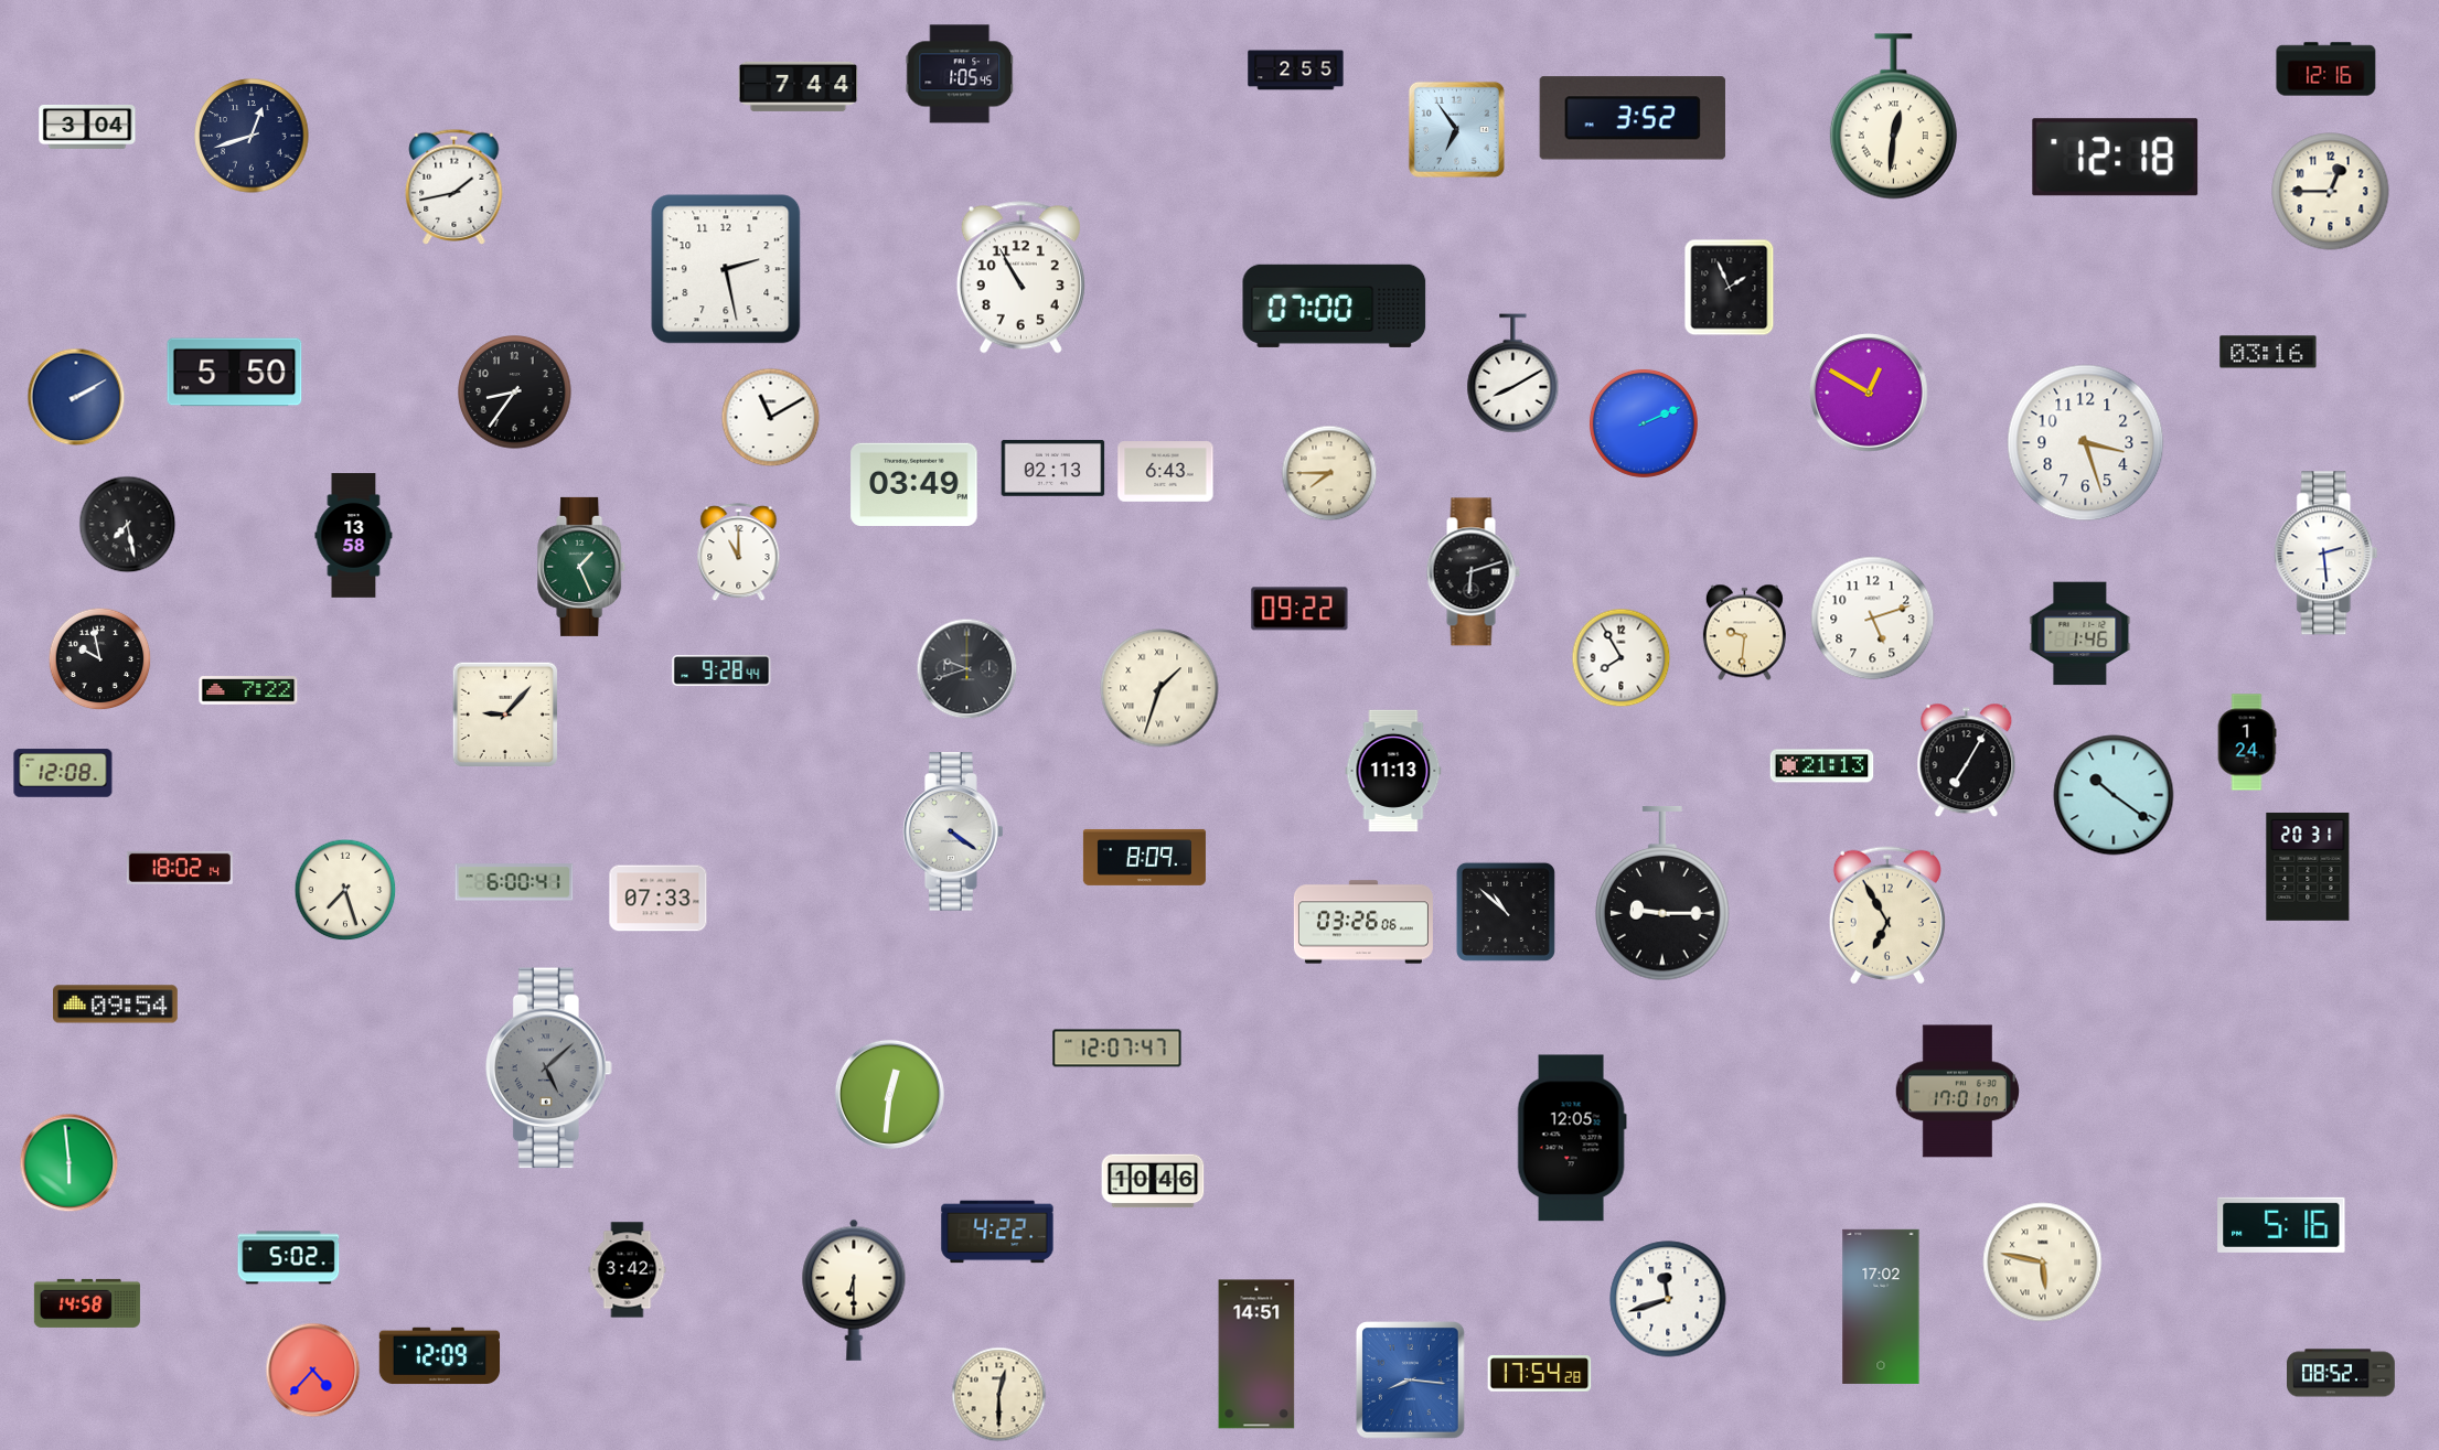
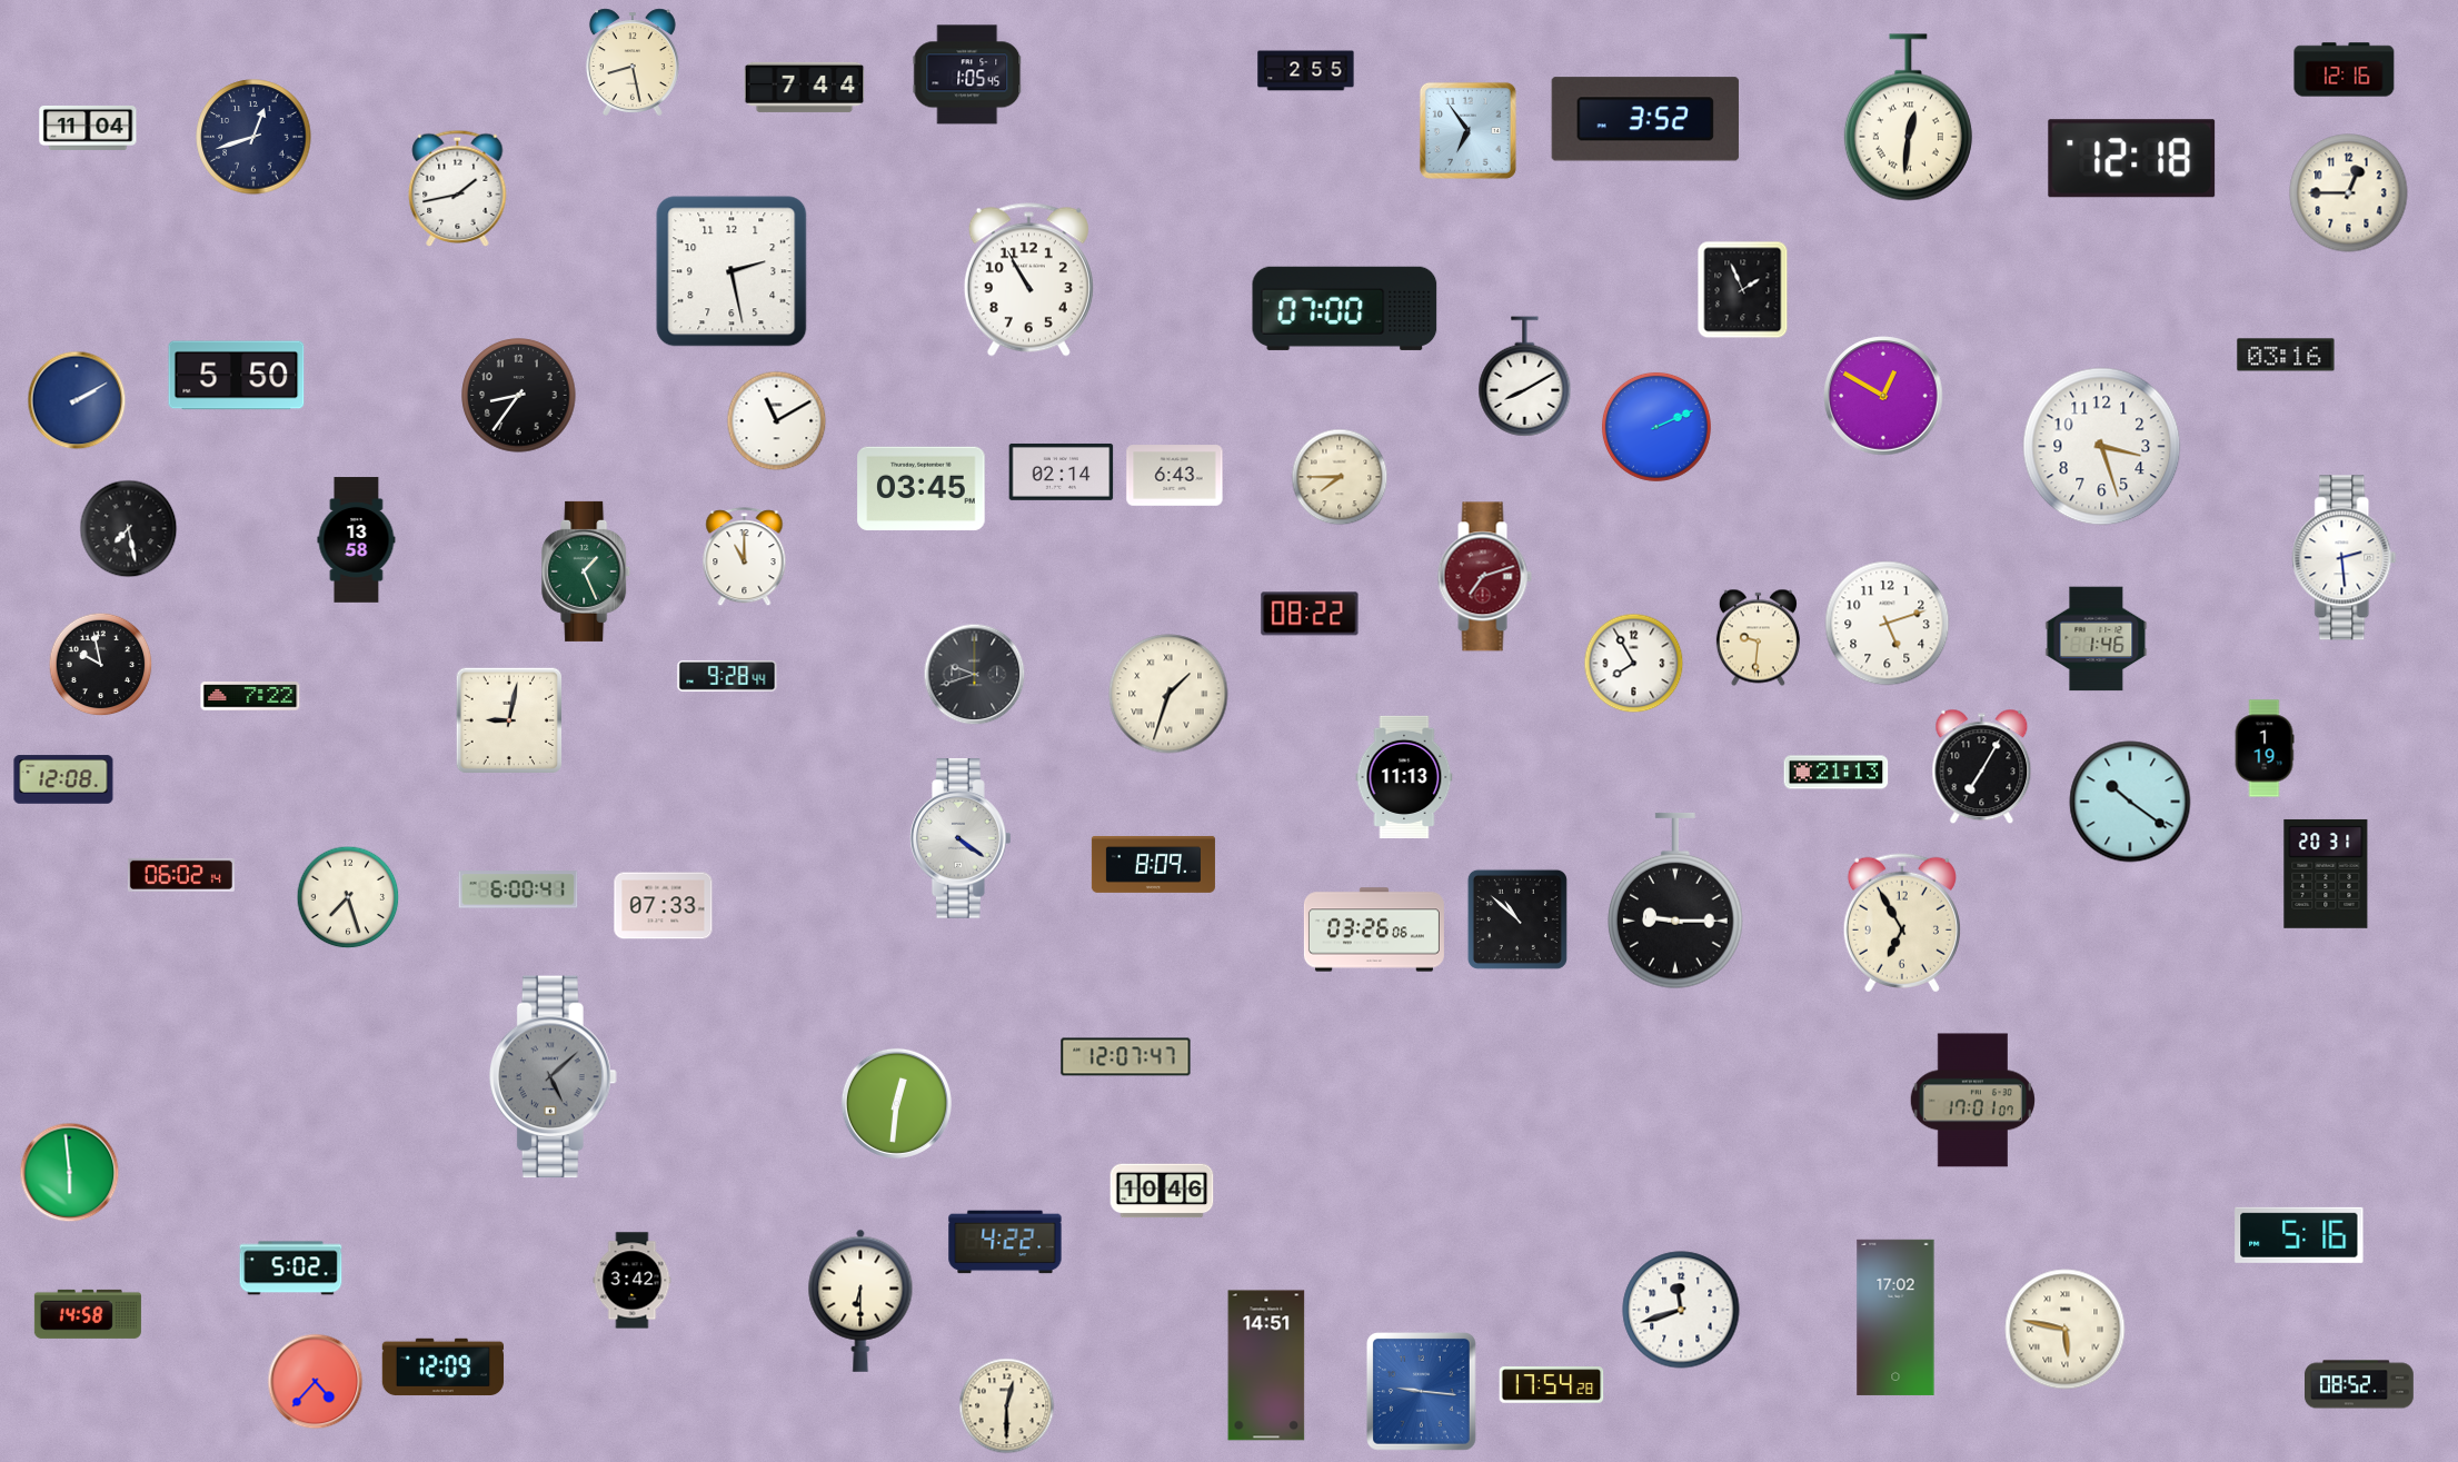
clock at (633, 62): none -> 8:28
clock at (87, 127): 3:04 -> 11:04
clock at (1053, 468): 02:13 -> 02:14
clock at (914, 484): 03:49 -> 03:45
clock at (1473, 572): 6:12 -> 7:12
clock at (1473, 572) dial: black -> burgundy
clock at (1299, 609): 09:22 -> 08:22
clock at (505, 715): 9:07 -> 9:02
clock at (2247, 742): 1:24 -> 1:19
clock at (180, 868): 18:02 -> 06:02
clock at (116, 1005): 09:54 -> none
clock at (1572, 1138): 12:05 -> none
clock at (2043, 1263) position: (2043, 1263) -> (2066, 1330)
clock at (1411, 1381): 8:16 -> 9:16
